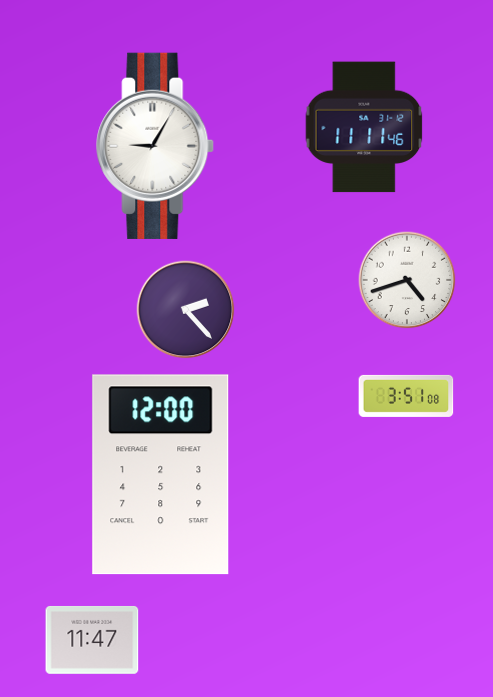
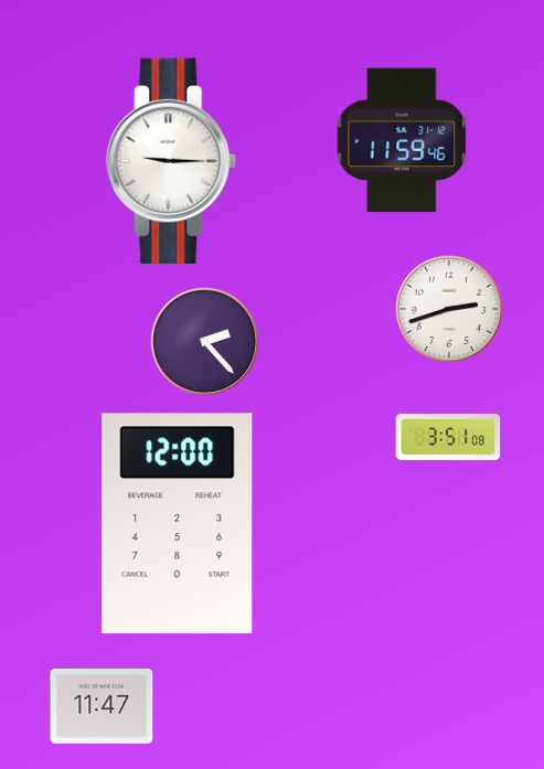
clock at (364, 127): 11:11 -> 11:59
clock at (156, 146): 9:05 -> 9:15
clock at (407, 280): 4:42 -> 2:42
